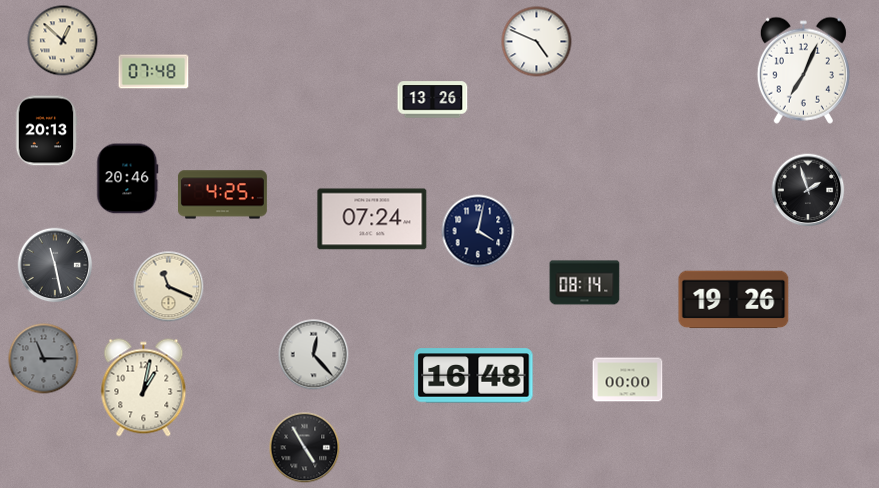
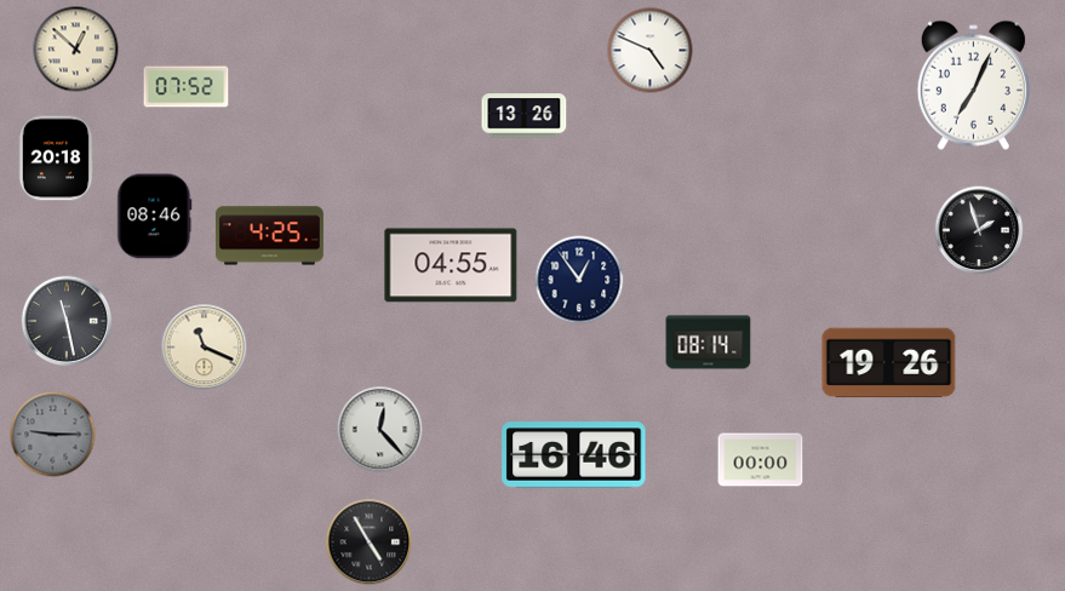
clock at (154, 72): 07:48 -> 07:52
clock at (433, 100) position: (433, 100) -> (525, 116)
clock at (46, 131): 20:13 -> 20:18
clock at (128, 179): 20:46 -> 08:46
clock at (372, 219): 07:24 -> 04:55
clock at (478, 231): 4:02 -> 12:54
clock at (44, 359): 11:15 -> 9:15
clock at (474, 376): 16:48 -> 16:46
clock at (144, 388): 1:02 -> none
